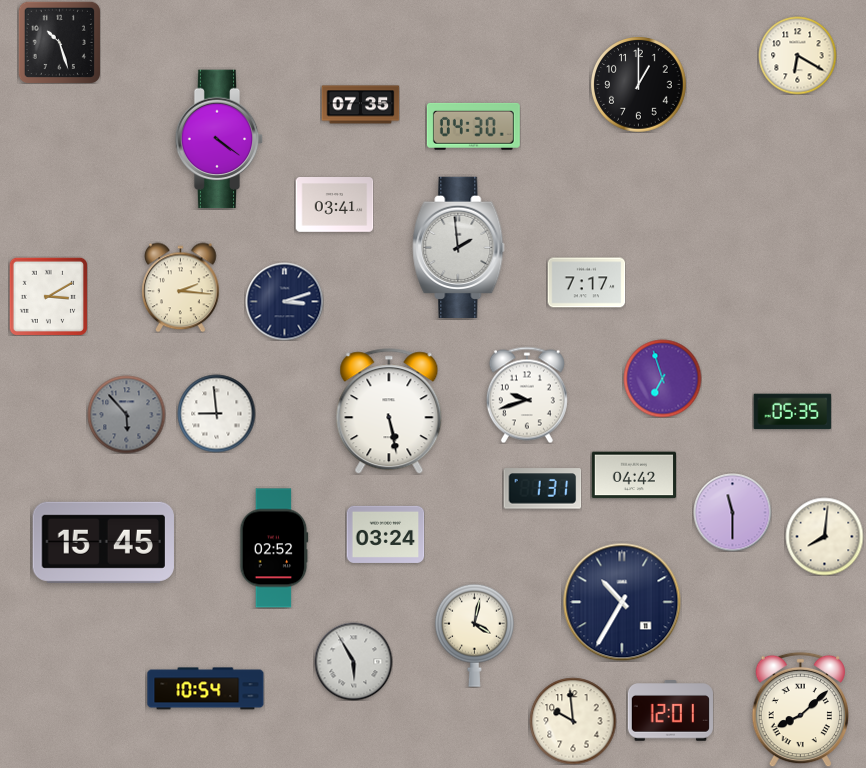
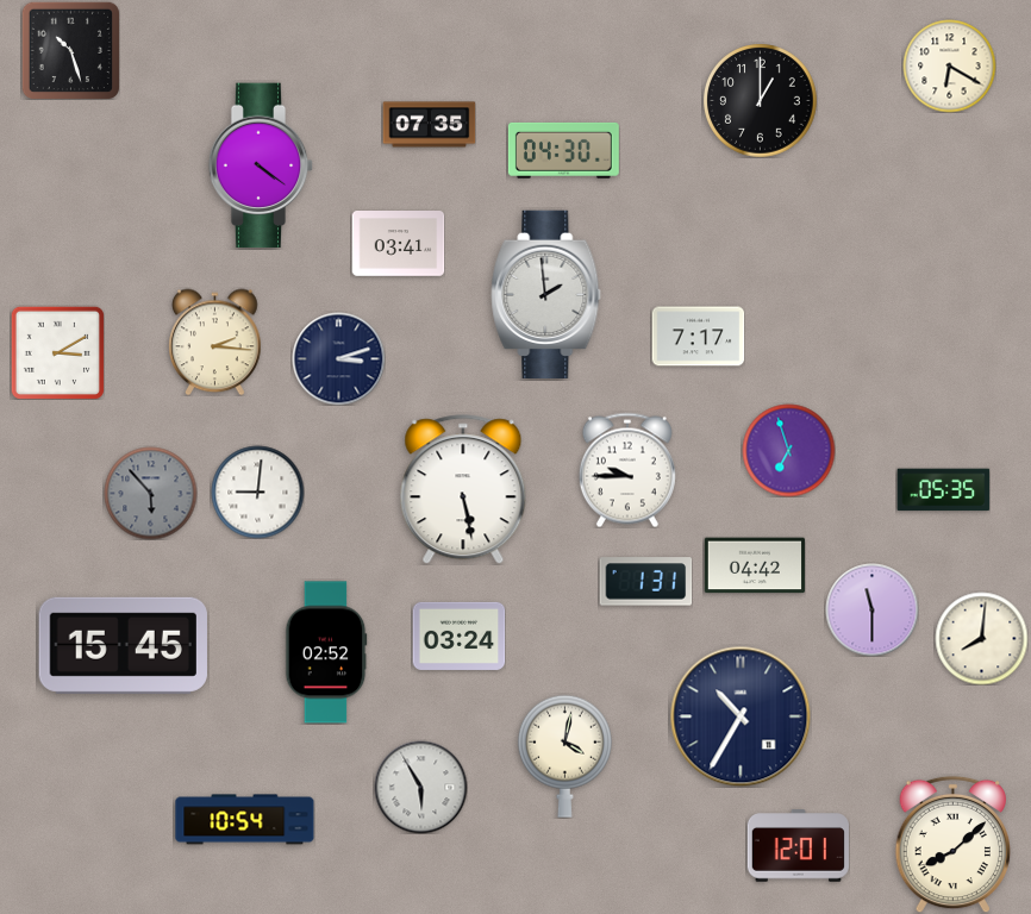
clock at (527, 395): 9:42 -> 9:45
clock at (216, 413): 8:59 -> 9:01
clock at (573, 721): 9:59 -> none
